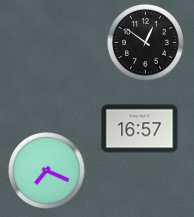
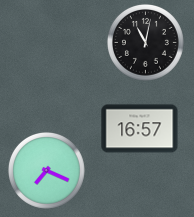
clock at (145, 42): 12:51 -> 11:02
